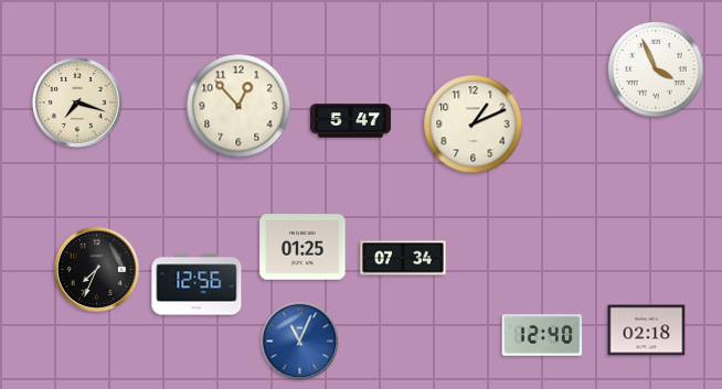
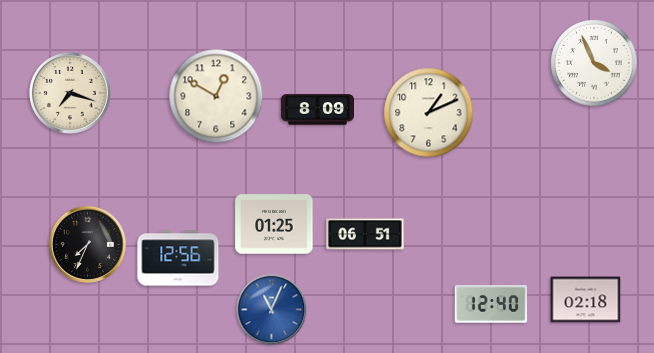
clock at (238, 106): 12:53 -> 12:50
clock at (351, 121): 5:47 -> 8:09
clock at (403, 258): 07:34 -> 06:51
